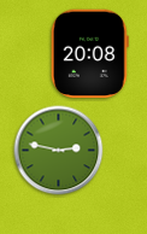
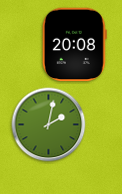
clock at (59, 151): 2:47 -> 2:02
